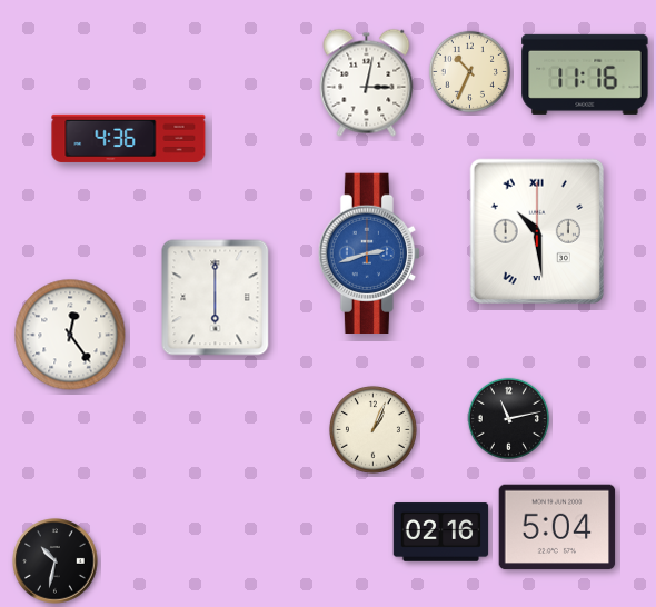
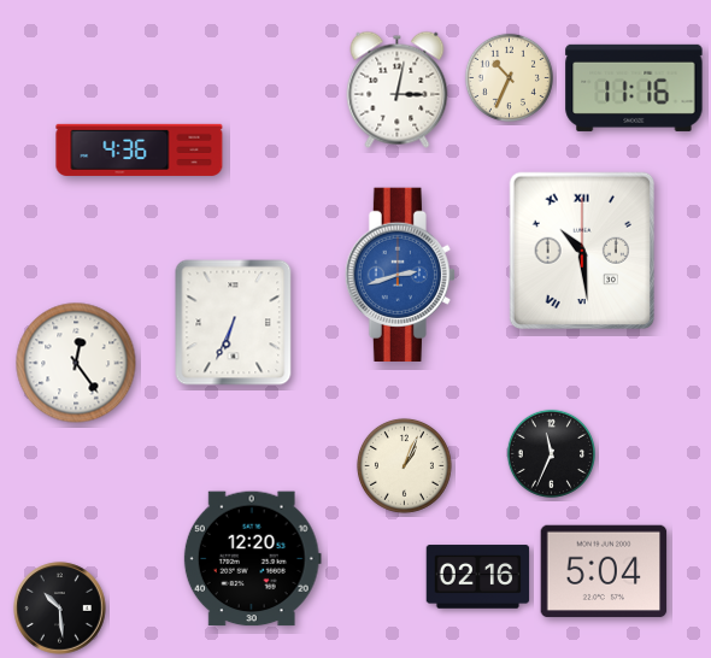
clock at (585, 74) position: (585, 74) -> (634, 88)
clock at (216, 298): 6:00 -> 6:34
clock at (508, 418): 11:13 -> 11:34
clock at (252, 559): none -> 12:20
clock at (56, 561): 10:32 -> 10:29
